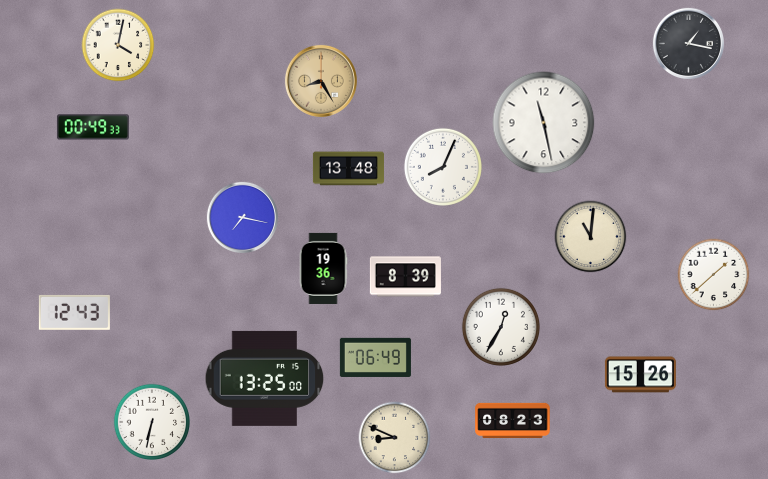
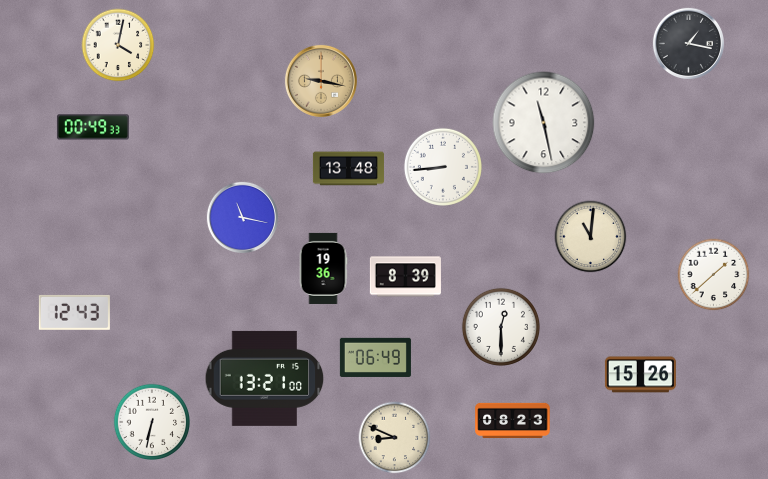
clock at (321, 81): 8:25 -> 9:17
clock at (443, 167): 8:04 -> 8:44
clock at (242, 217): 7:17 -> 11:17
clock at (501, 327): 12:35 -> 12:30
clock at (265, 378): 13:25 -> 13:21
